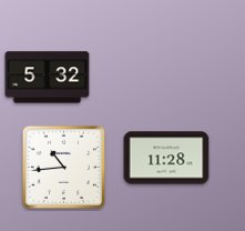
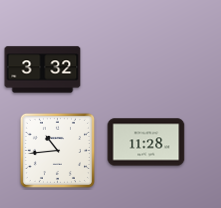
clock at (48, 78): 5:32 -> 3:32
clock at (166, 158) position: (166, 158) -> (146, 142)
